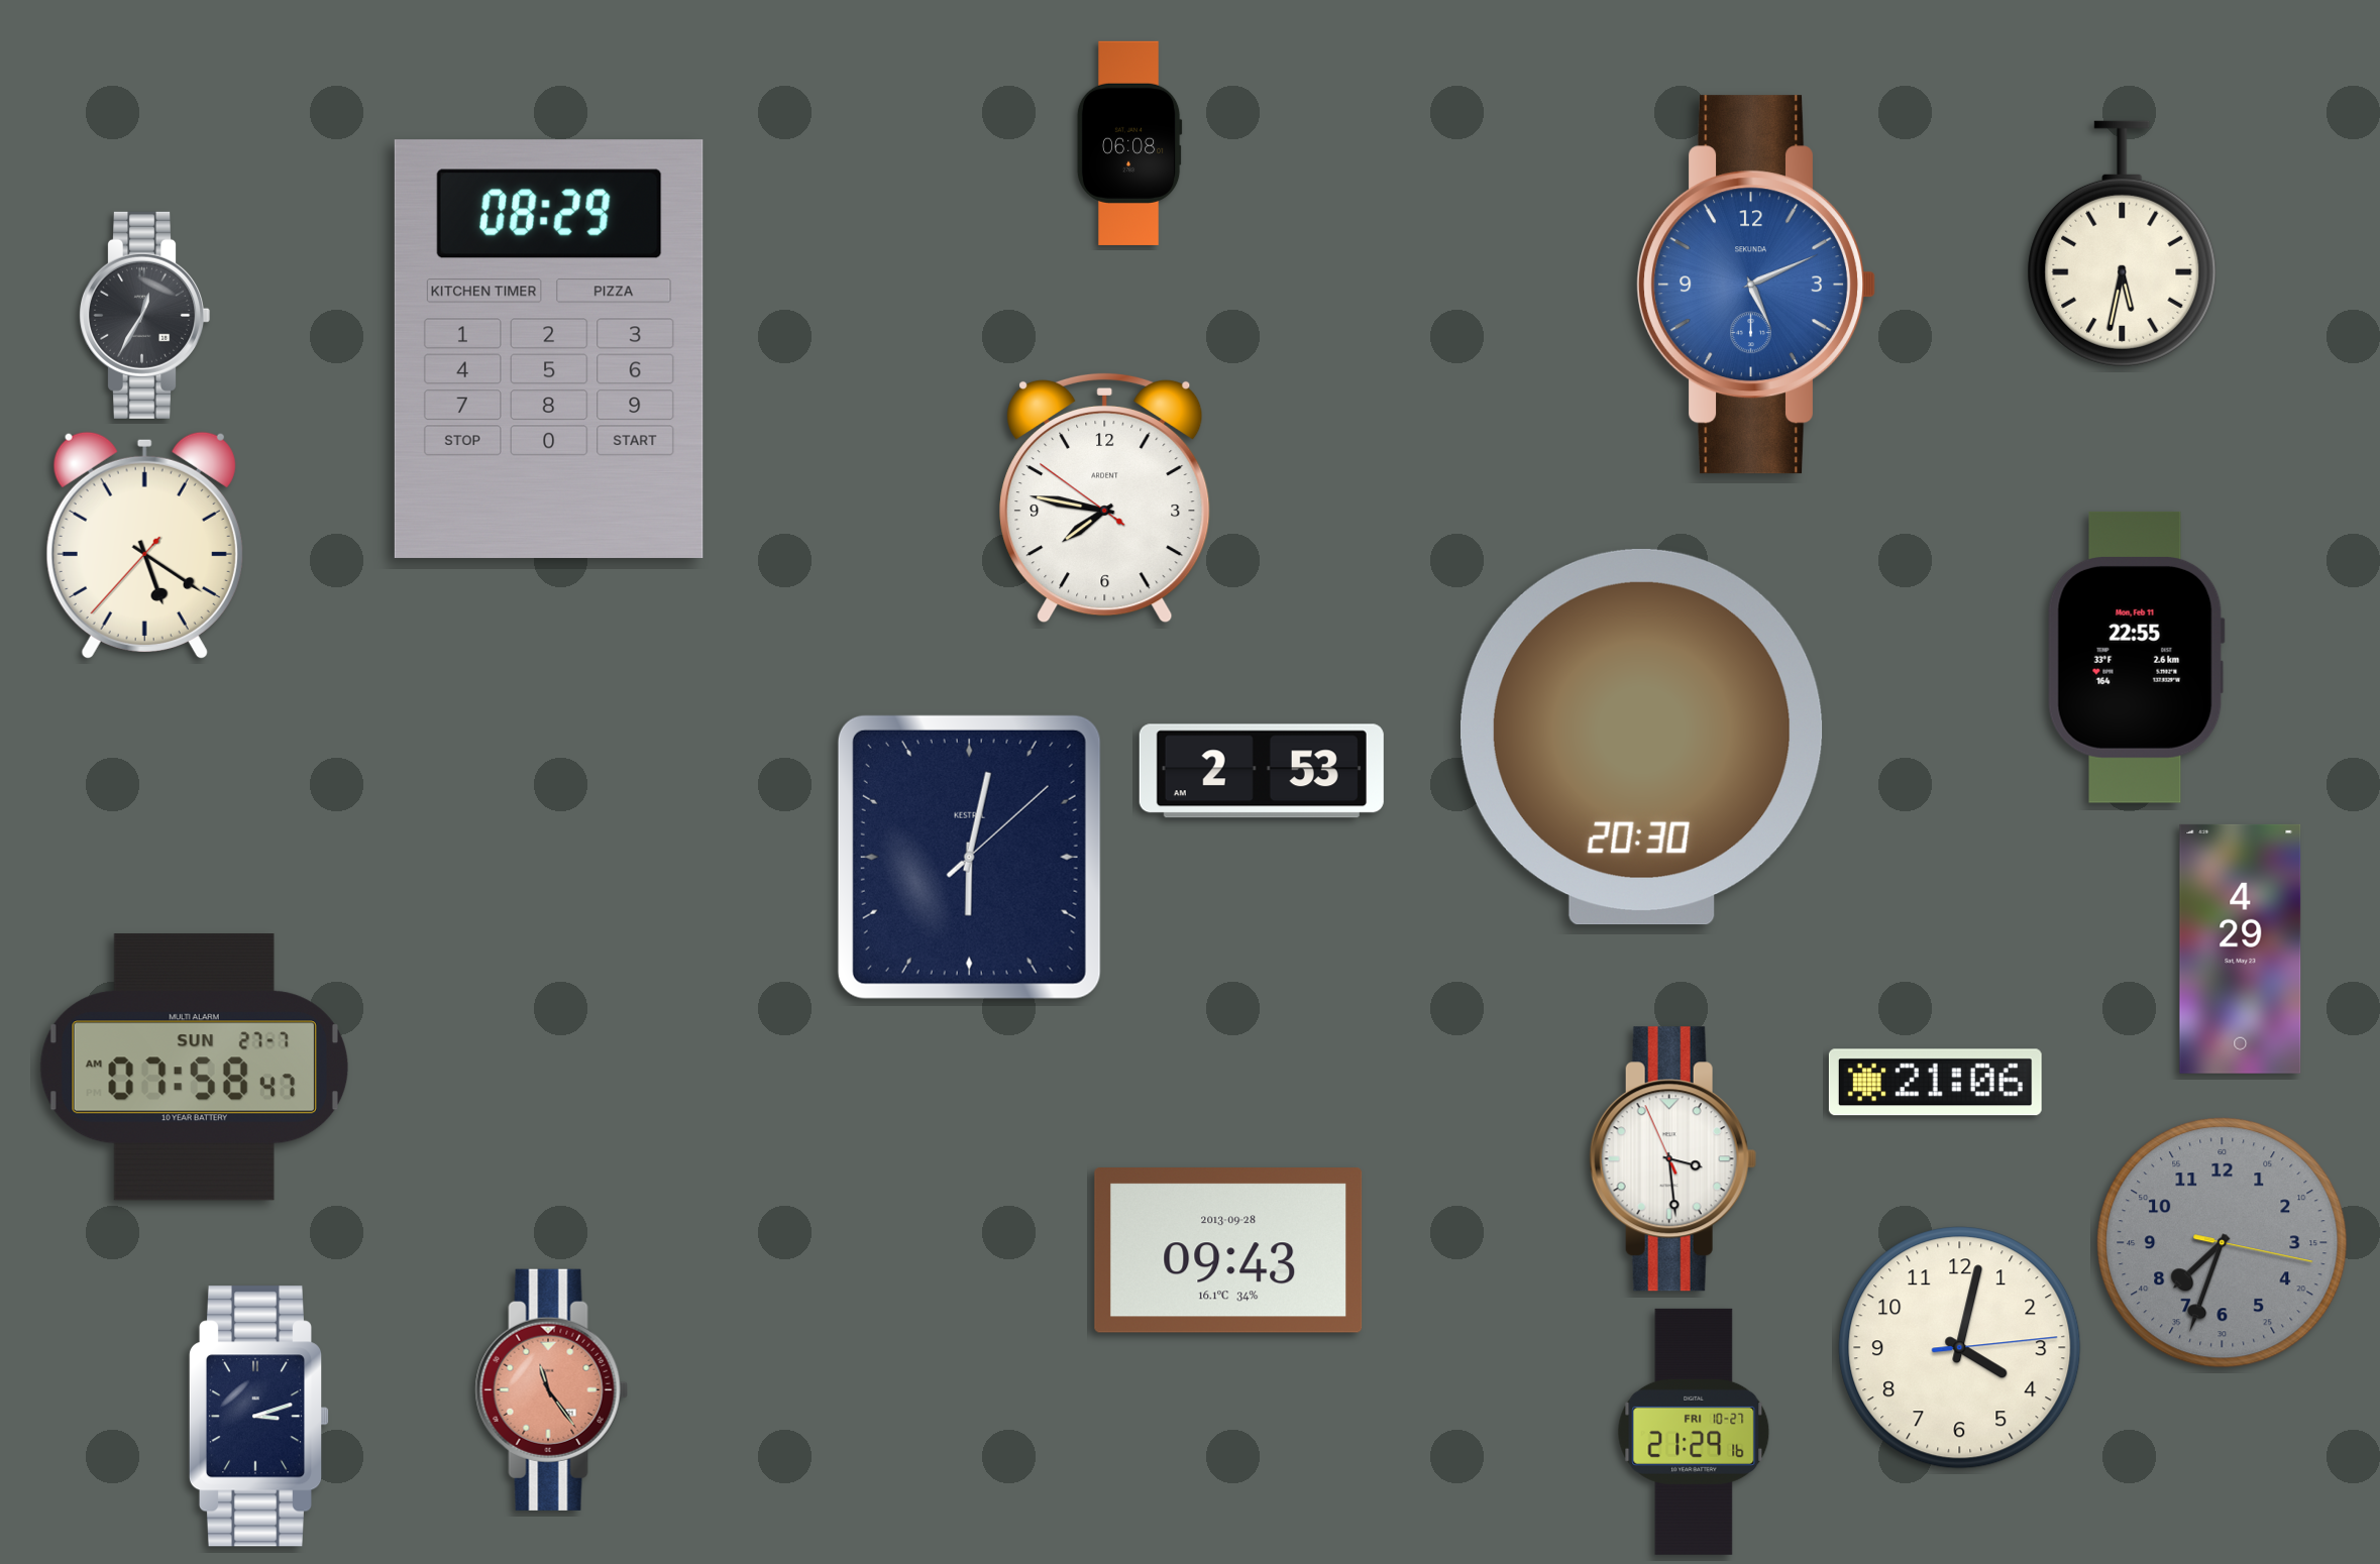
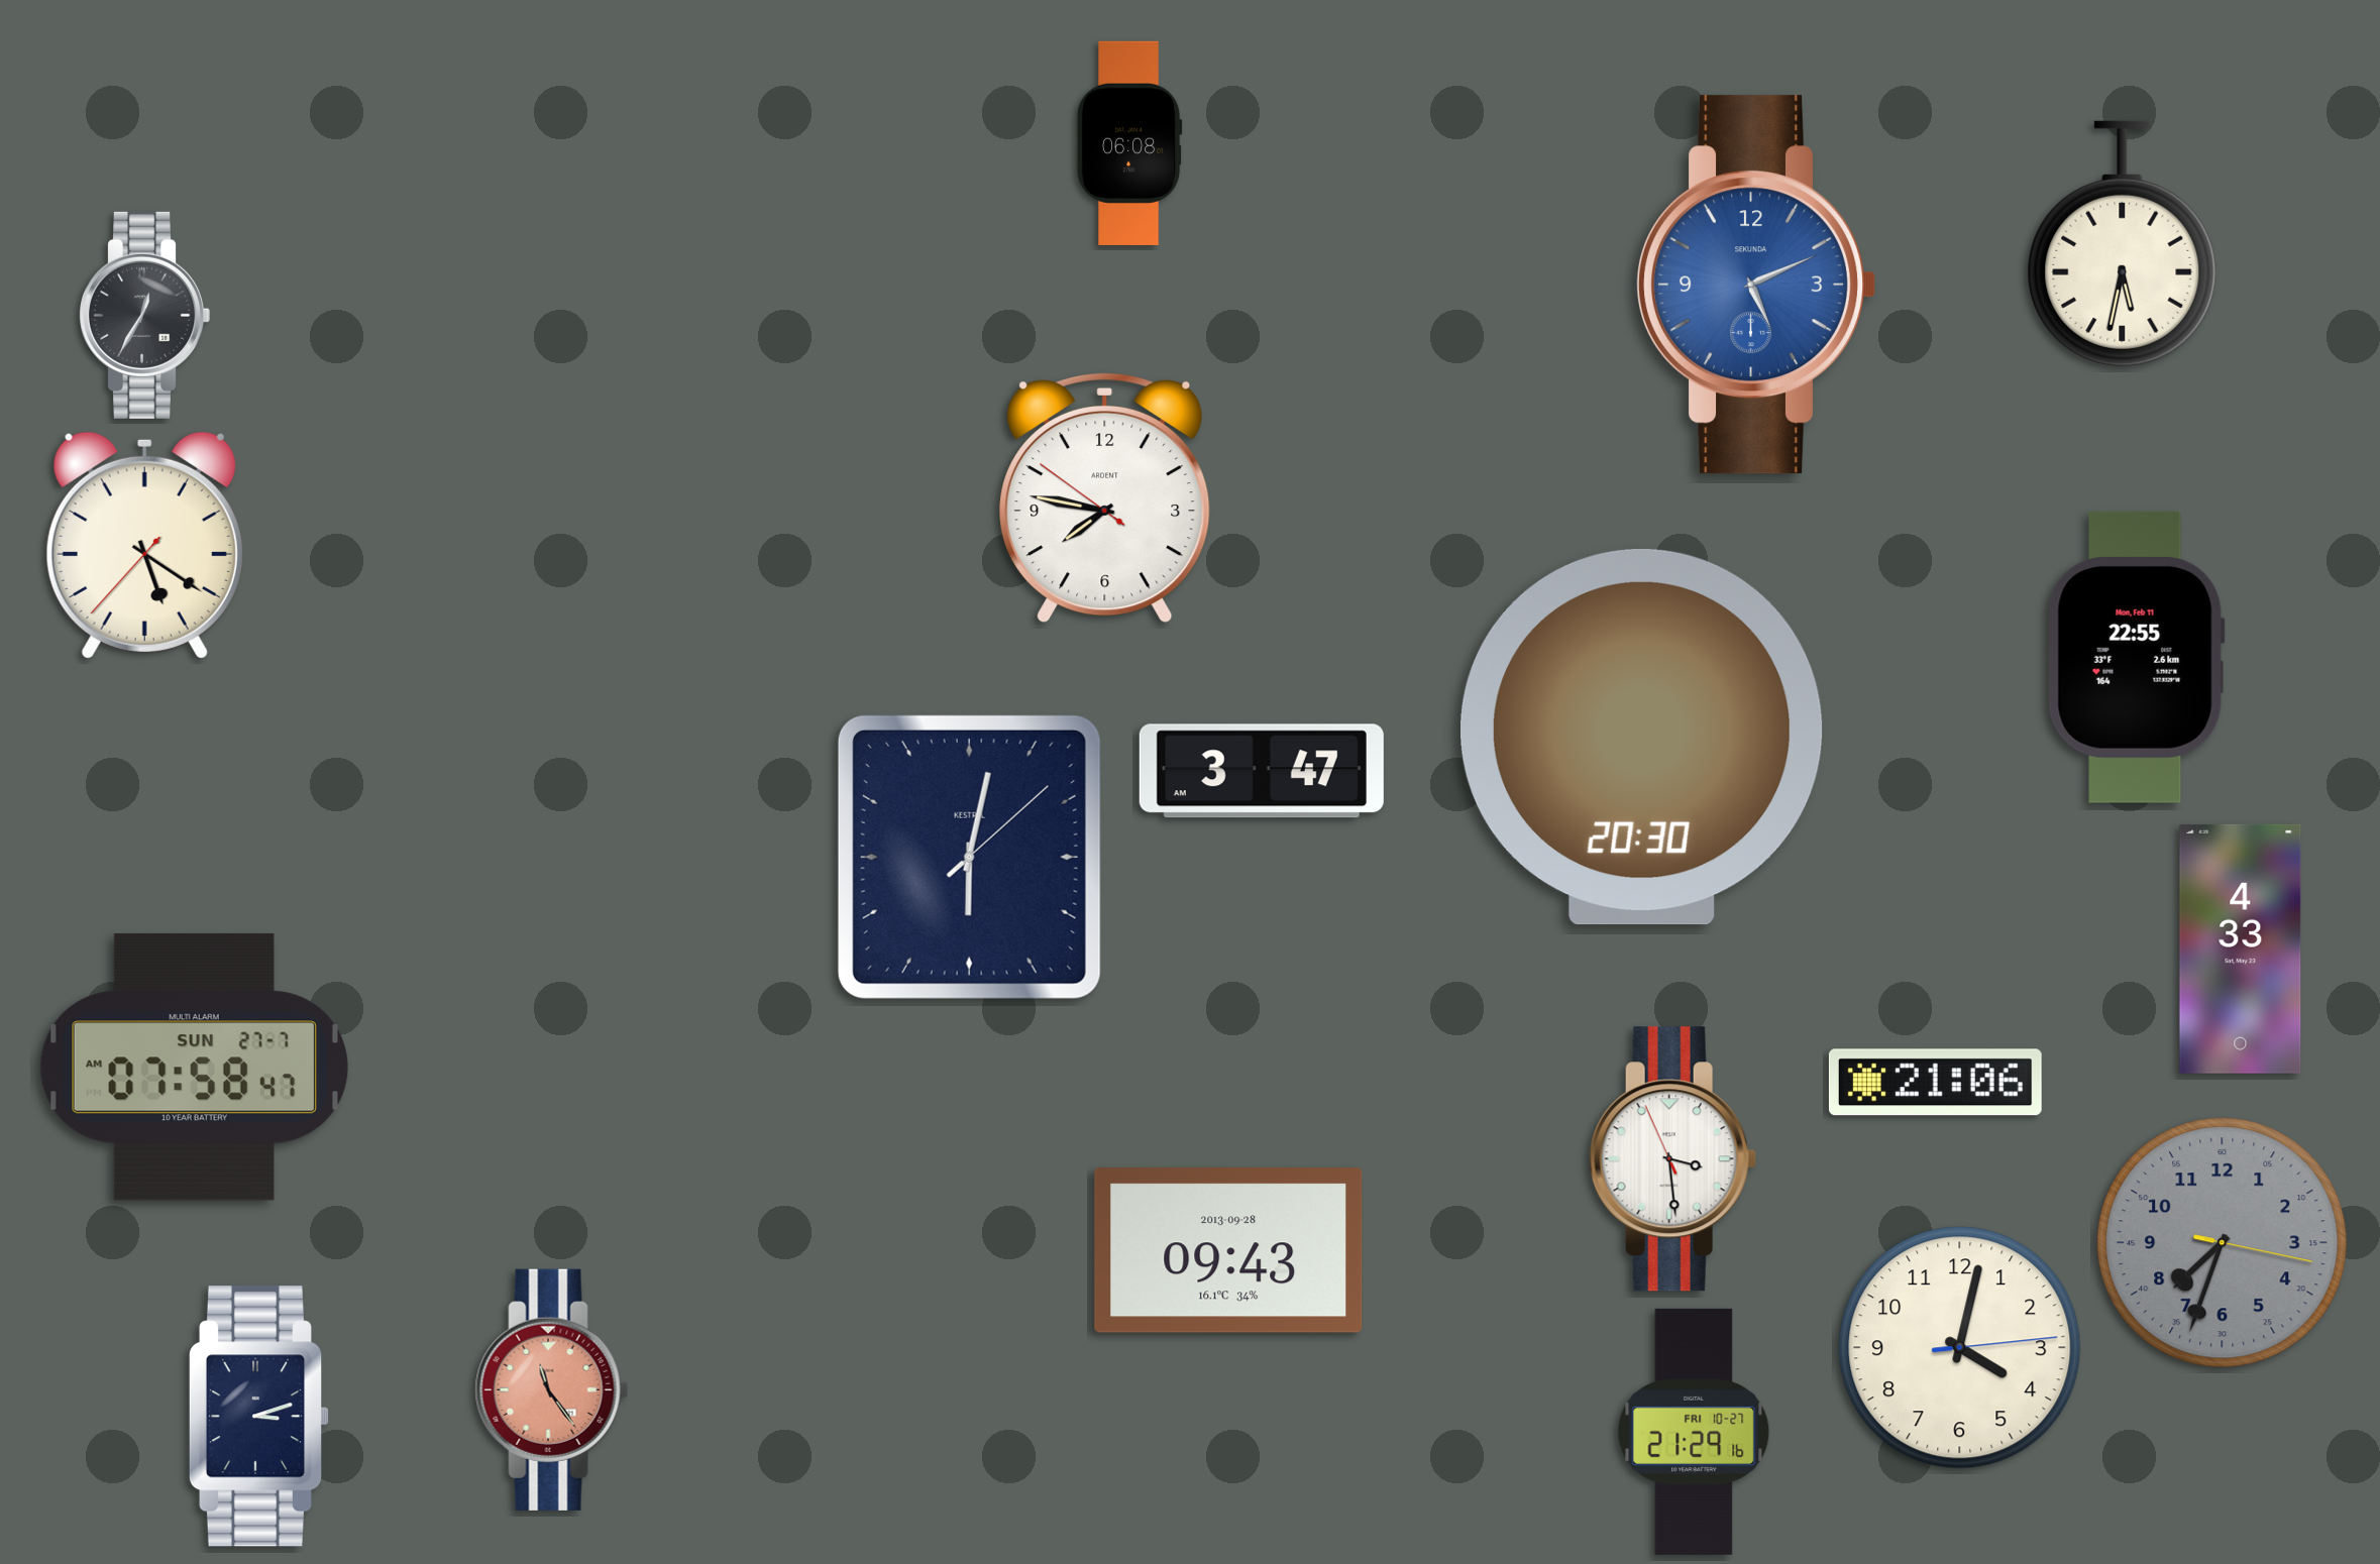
clock at (549, 349): 08:29 -> none
clock at (1262, 771): 2:53 -> 3:47
clock at (2241, 948): 4:29 -> 4:33
